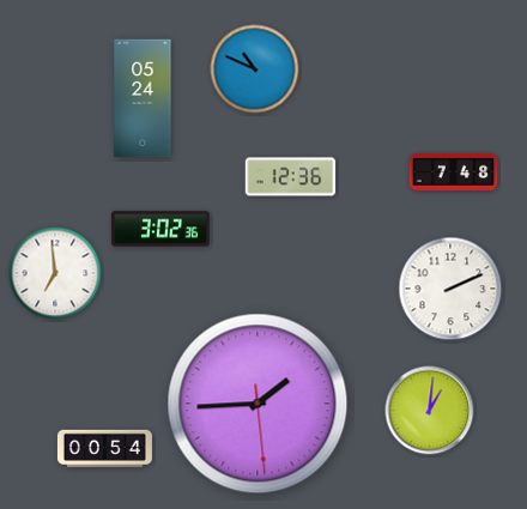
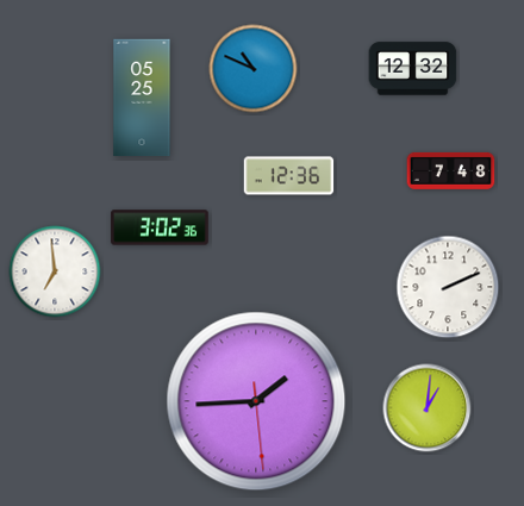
clock at (413, 69): none -> 12:32
clock at (143, 98): 05:24 -> 05:25
clock at (104, 448): 00:54 -> none
